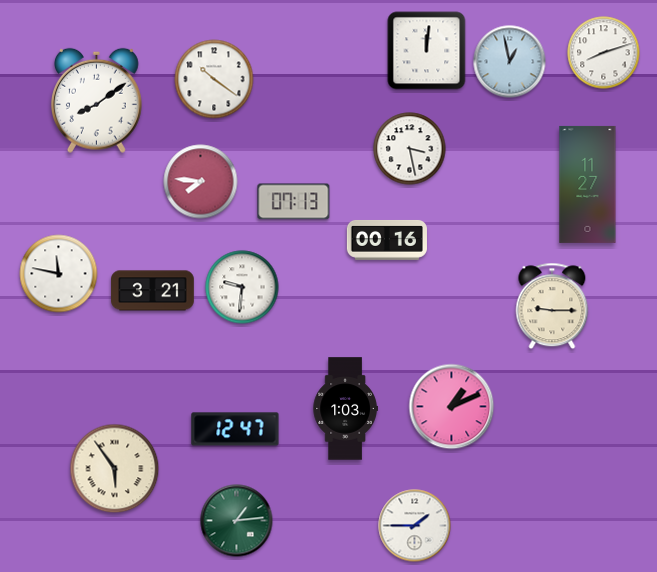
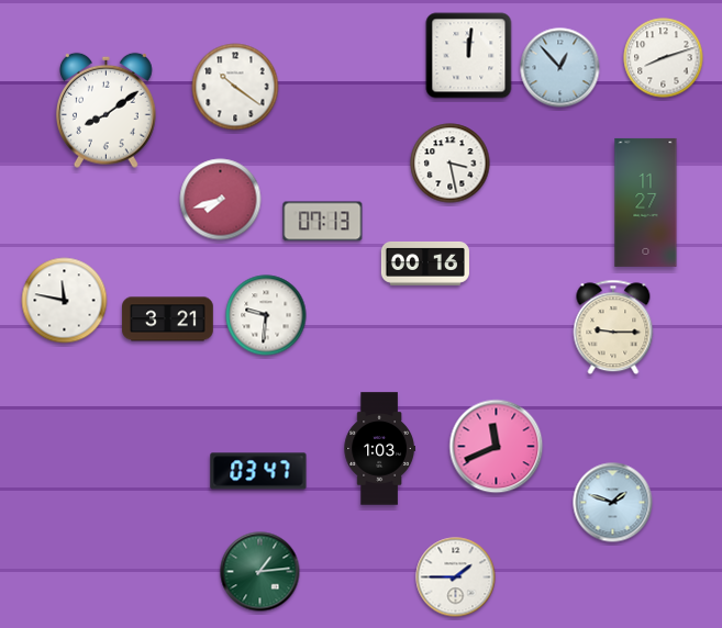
clock at (510, 62): 12:58 -> 12:53
clock at (201, 182): 7:46 -> 7:42
clock at (552, 306) position: (552, 306) -> (613, 327)
clock at (452, 407): 1:11 -> 11:41
clock at (235, 429): 12:47 -> 03:47
clock at (613, 503): none -> 1:48
clock at (115, 469): 5:54 -> none
